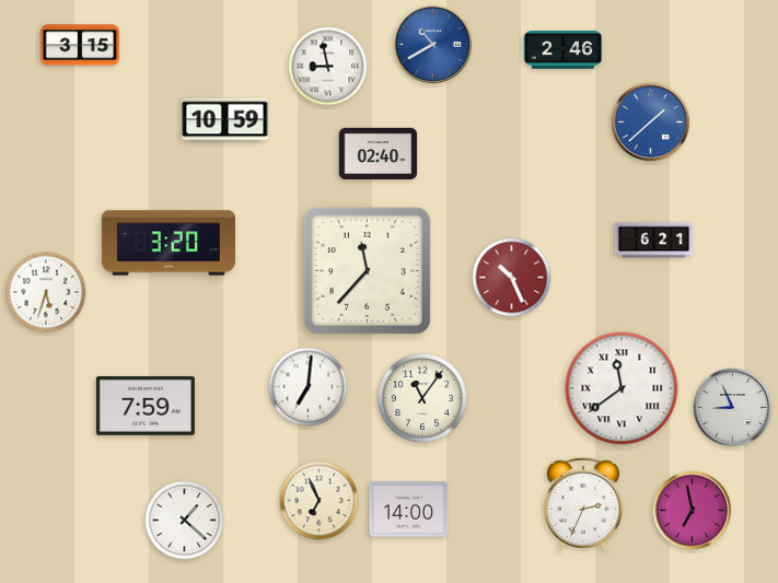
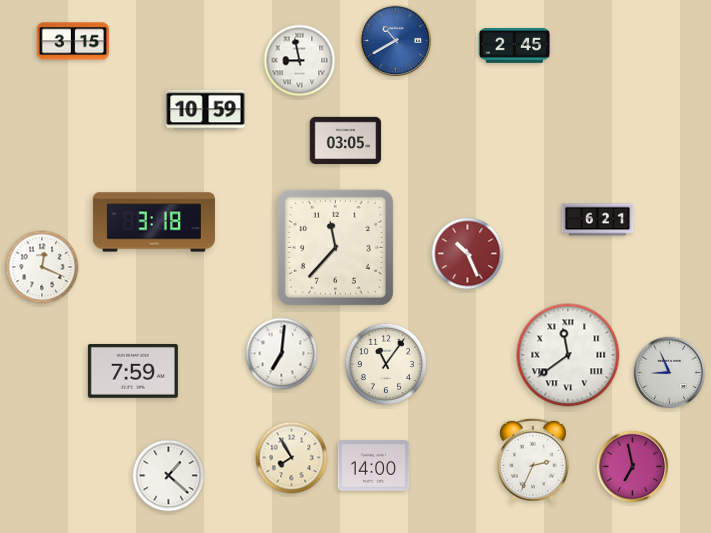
clock at (564, 49): 2:46 -> 2:45
clock at (651, 123): 1:38 -> none
clock at (379, 154): 02:40 -> 03:05
clock at (169, 243): 3:20 -> 3:18
clock at (46, 292): 5:33 -> 12:19
clock at (320, 501): 6:56 -> 7:55
